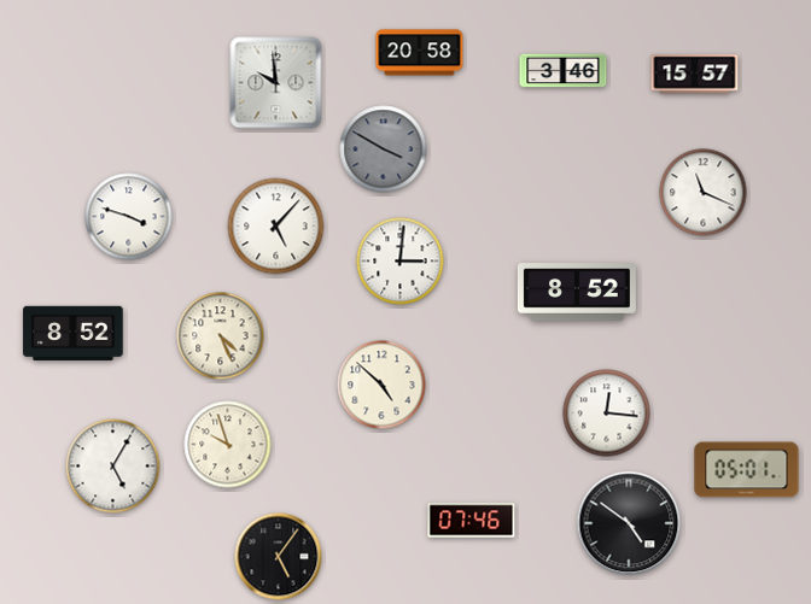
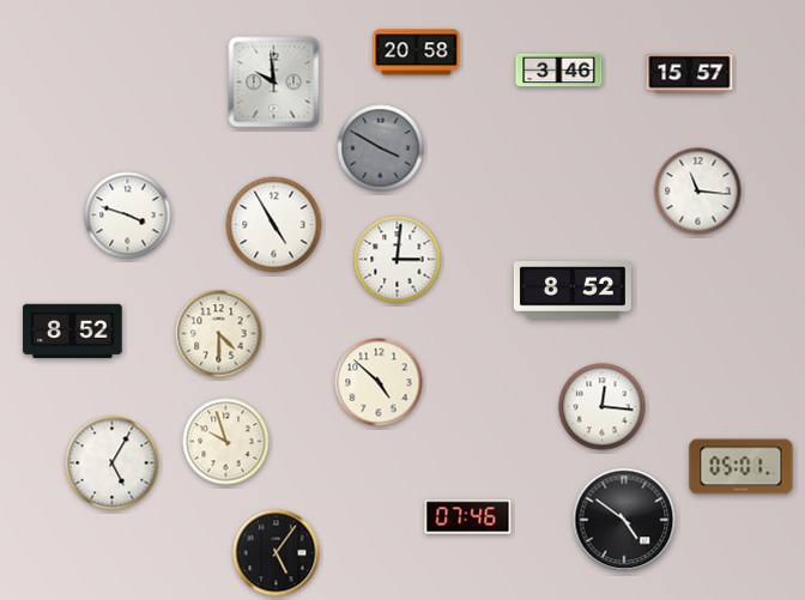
clock at (704, 193): 11:19 -> 11:16
clock at (276, 227): 5:07 -> 4:55
clock at (221, 336): 4:26 -> 4:30
clock at (607, 414) position: (607, 414) -> (603, 407)
